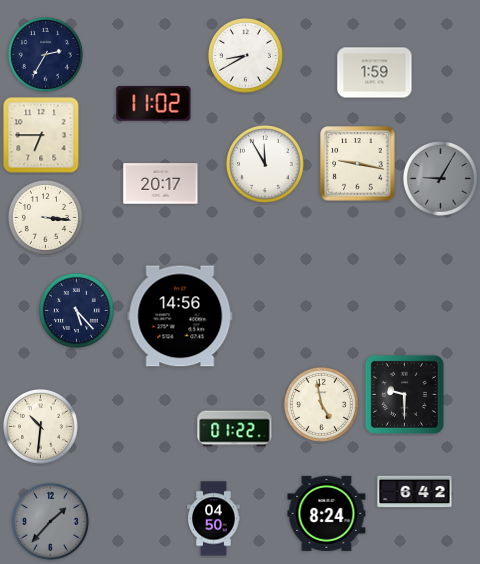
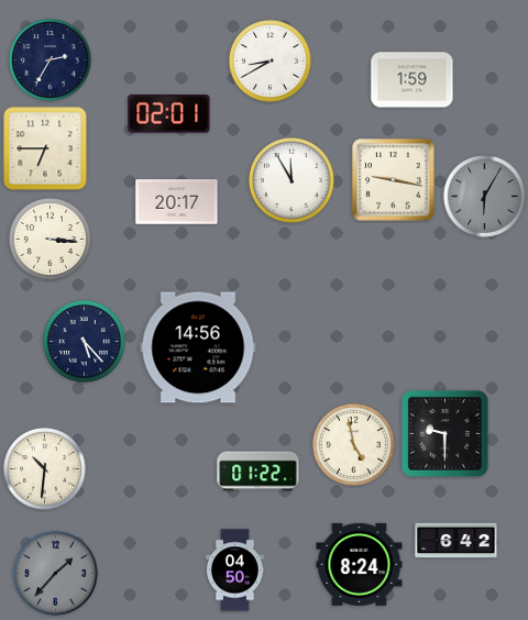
clock at (154, 104): 11:02 -> 02:01
clock at (440, 178): 9:05 -> 6:05
